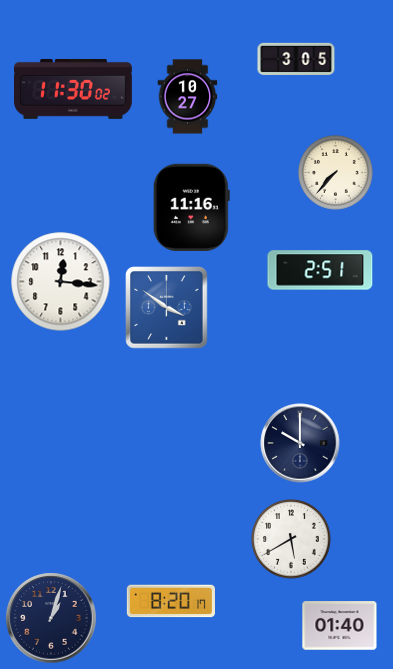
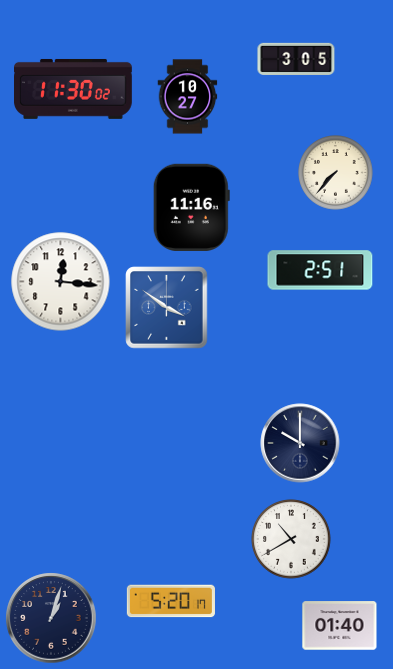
clock at (291, 539): 5:40 -> 10:40
clock at (171, 601): 8:20 -> 5:20
